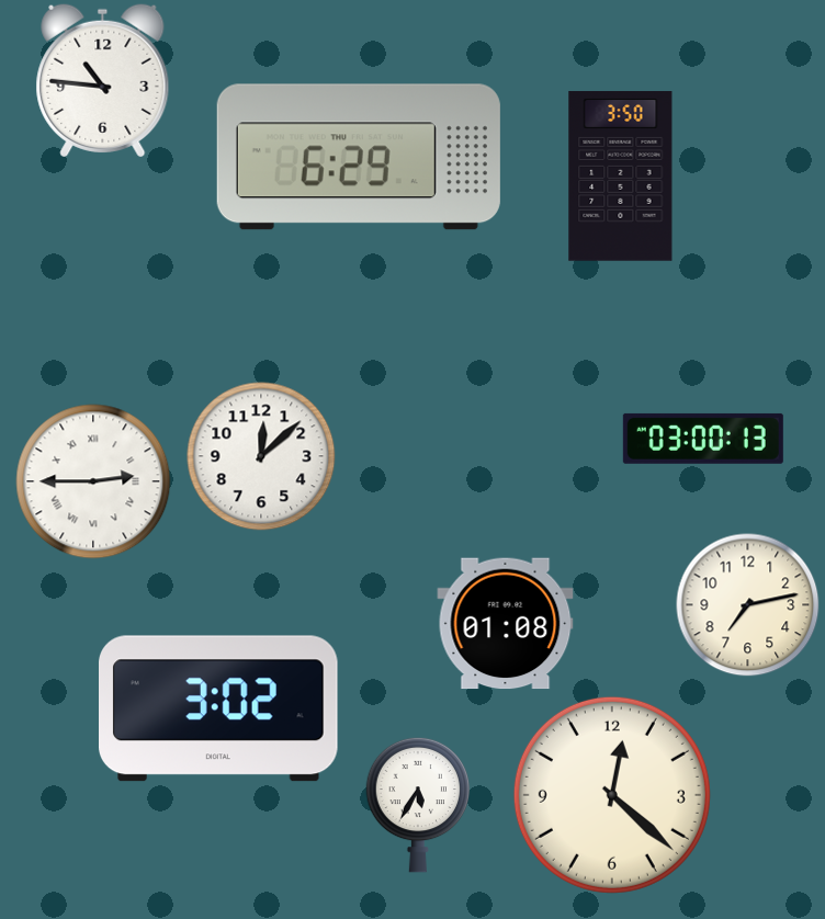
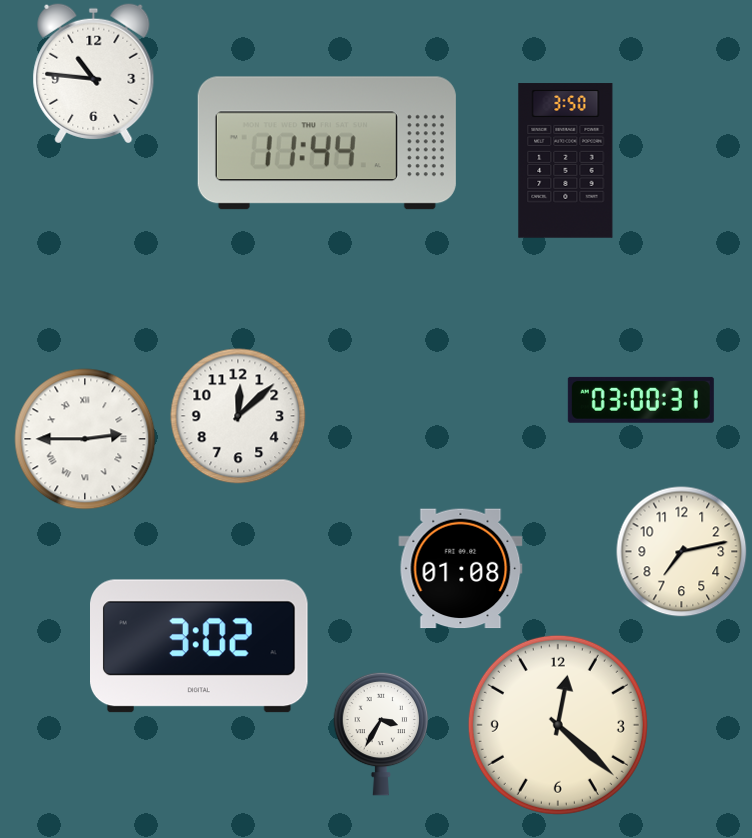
clock at (359, 157): 6:29 -> 11:44
clock at (703, 439): 03:00:13 -> 03:00:31
clock at (418, 805): 5:35 -> 3:35
